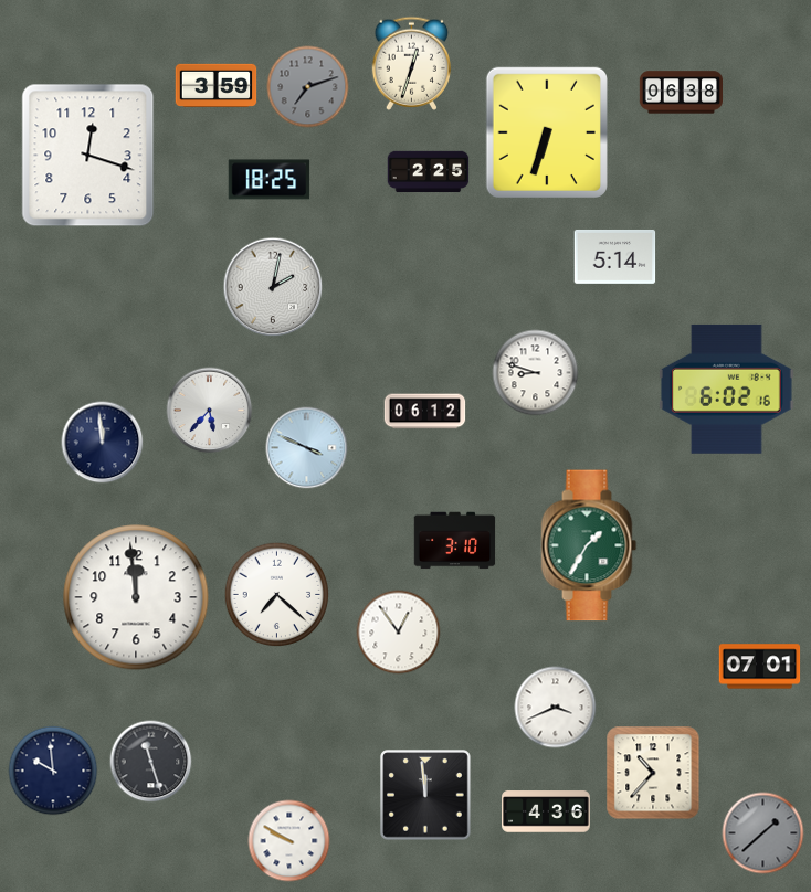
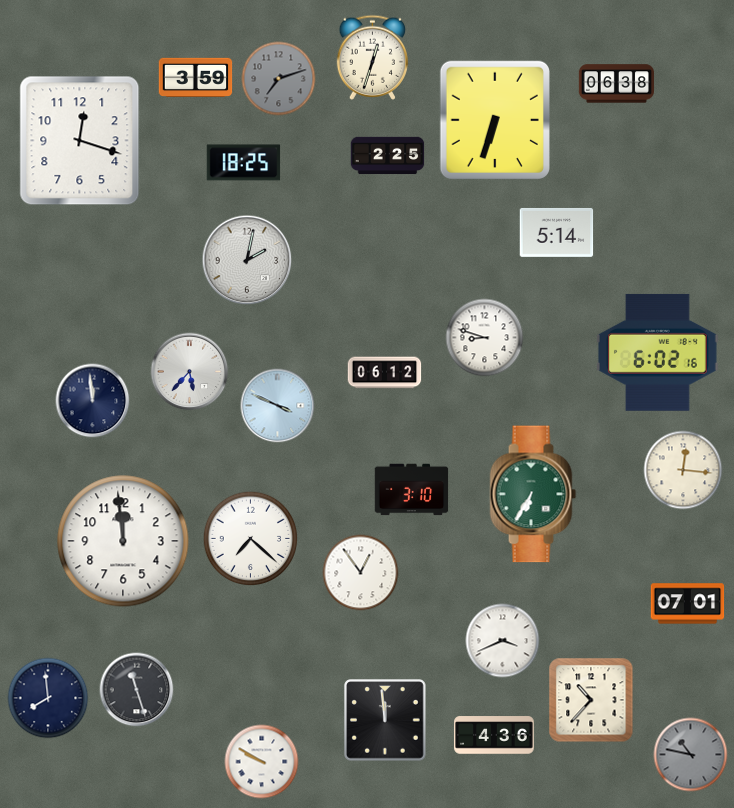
clock at (683, 470): none -> 12:16
clock at (589, 545): 1:35 -> 6:35
clock at (53, 771): 9:59 -> 7:59
clock at (763, 833): 1:38 -> 10:47
